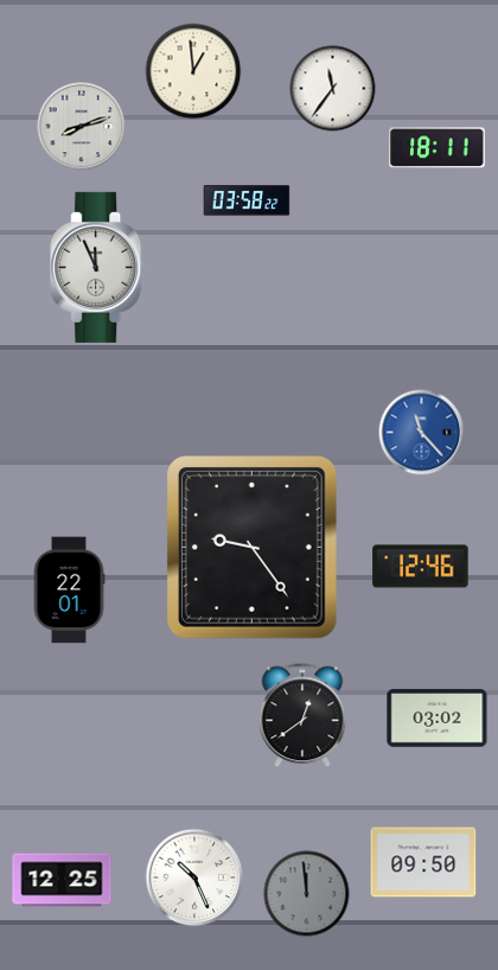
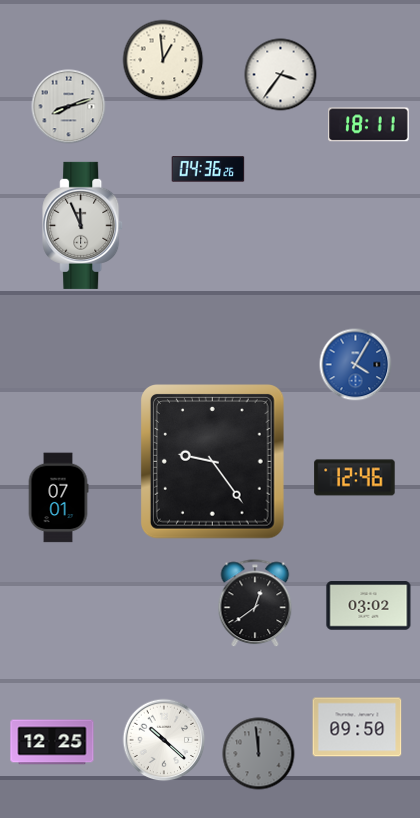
clock at (333, 89): 11:36 -> 3:36
clock at (247, 200): 03:58 -> 04:36
clock at (422, 433): 11:23 -> 4:05
clock at (69, 591): 22:01 -> 07:01
clock at (194, 878): 10:26 -> 10:22
